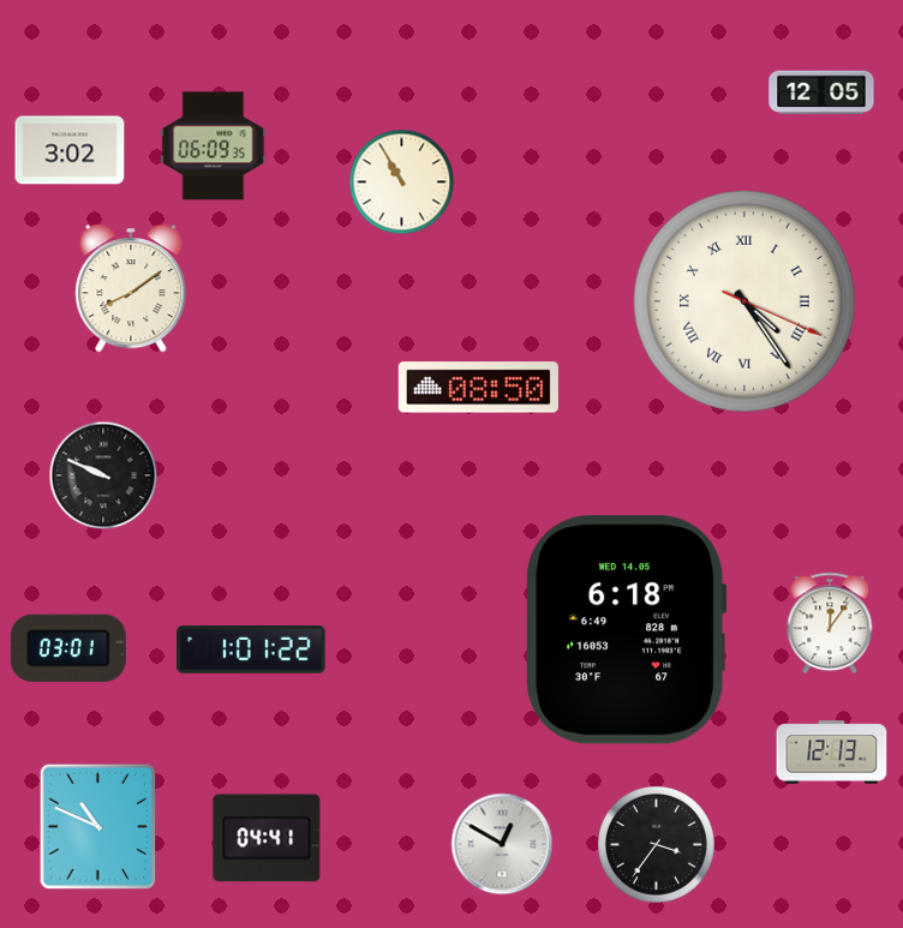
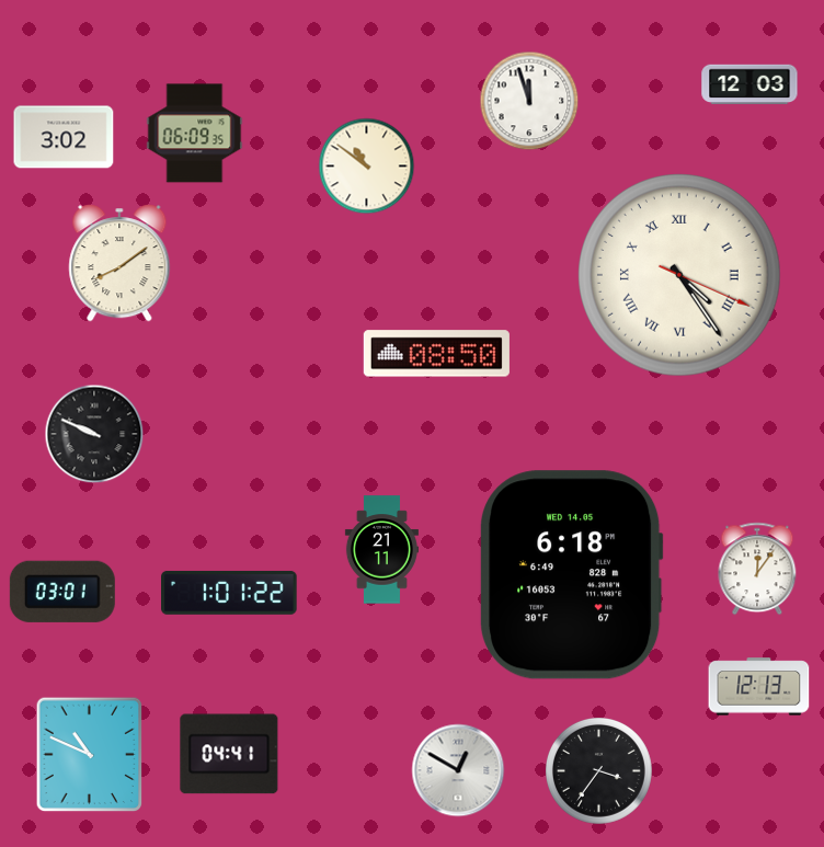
clock at (821, 92): 12:05 -> 12:03
clock at (529, 101): none -> 11:57
clock at (402, 182): 10:55 -> 10:51
clock at (381, 550): none -> 21:11
clock at (267, 838) position: (267, 838) -> (229, 754)
